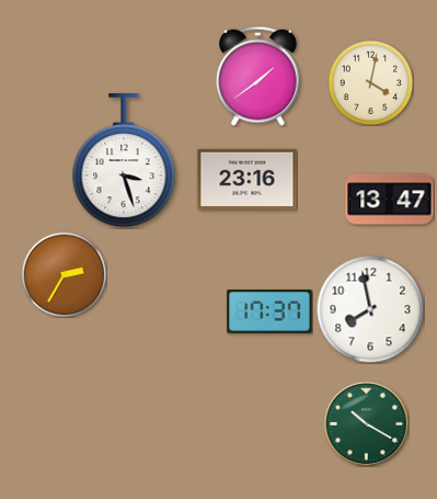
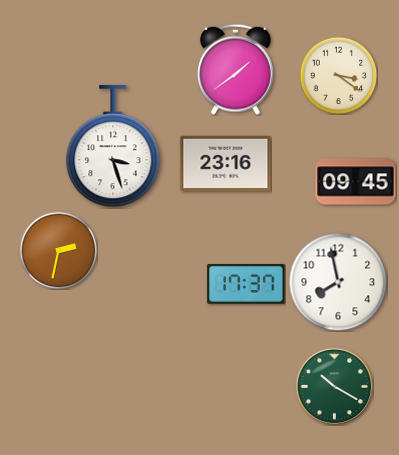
clock at (370, 82): 4:02 -> 3:21
clock at (390, 200): 13:47 -> 09:45
clock at (64, 274): 2:35 -> 2:32
